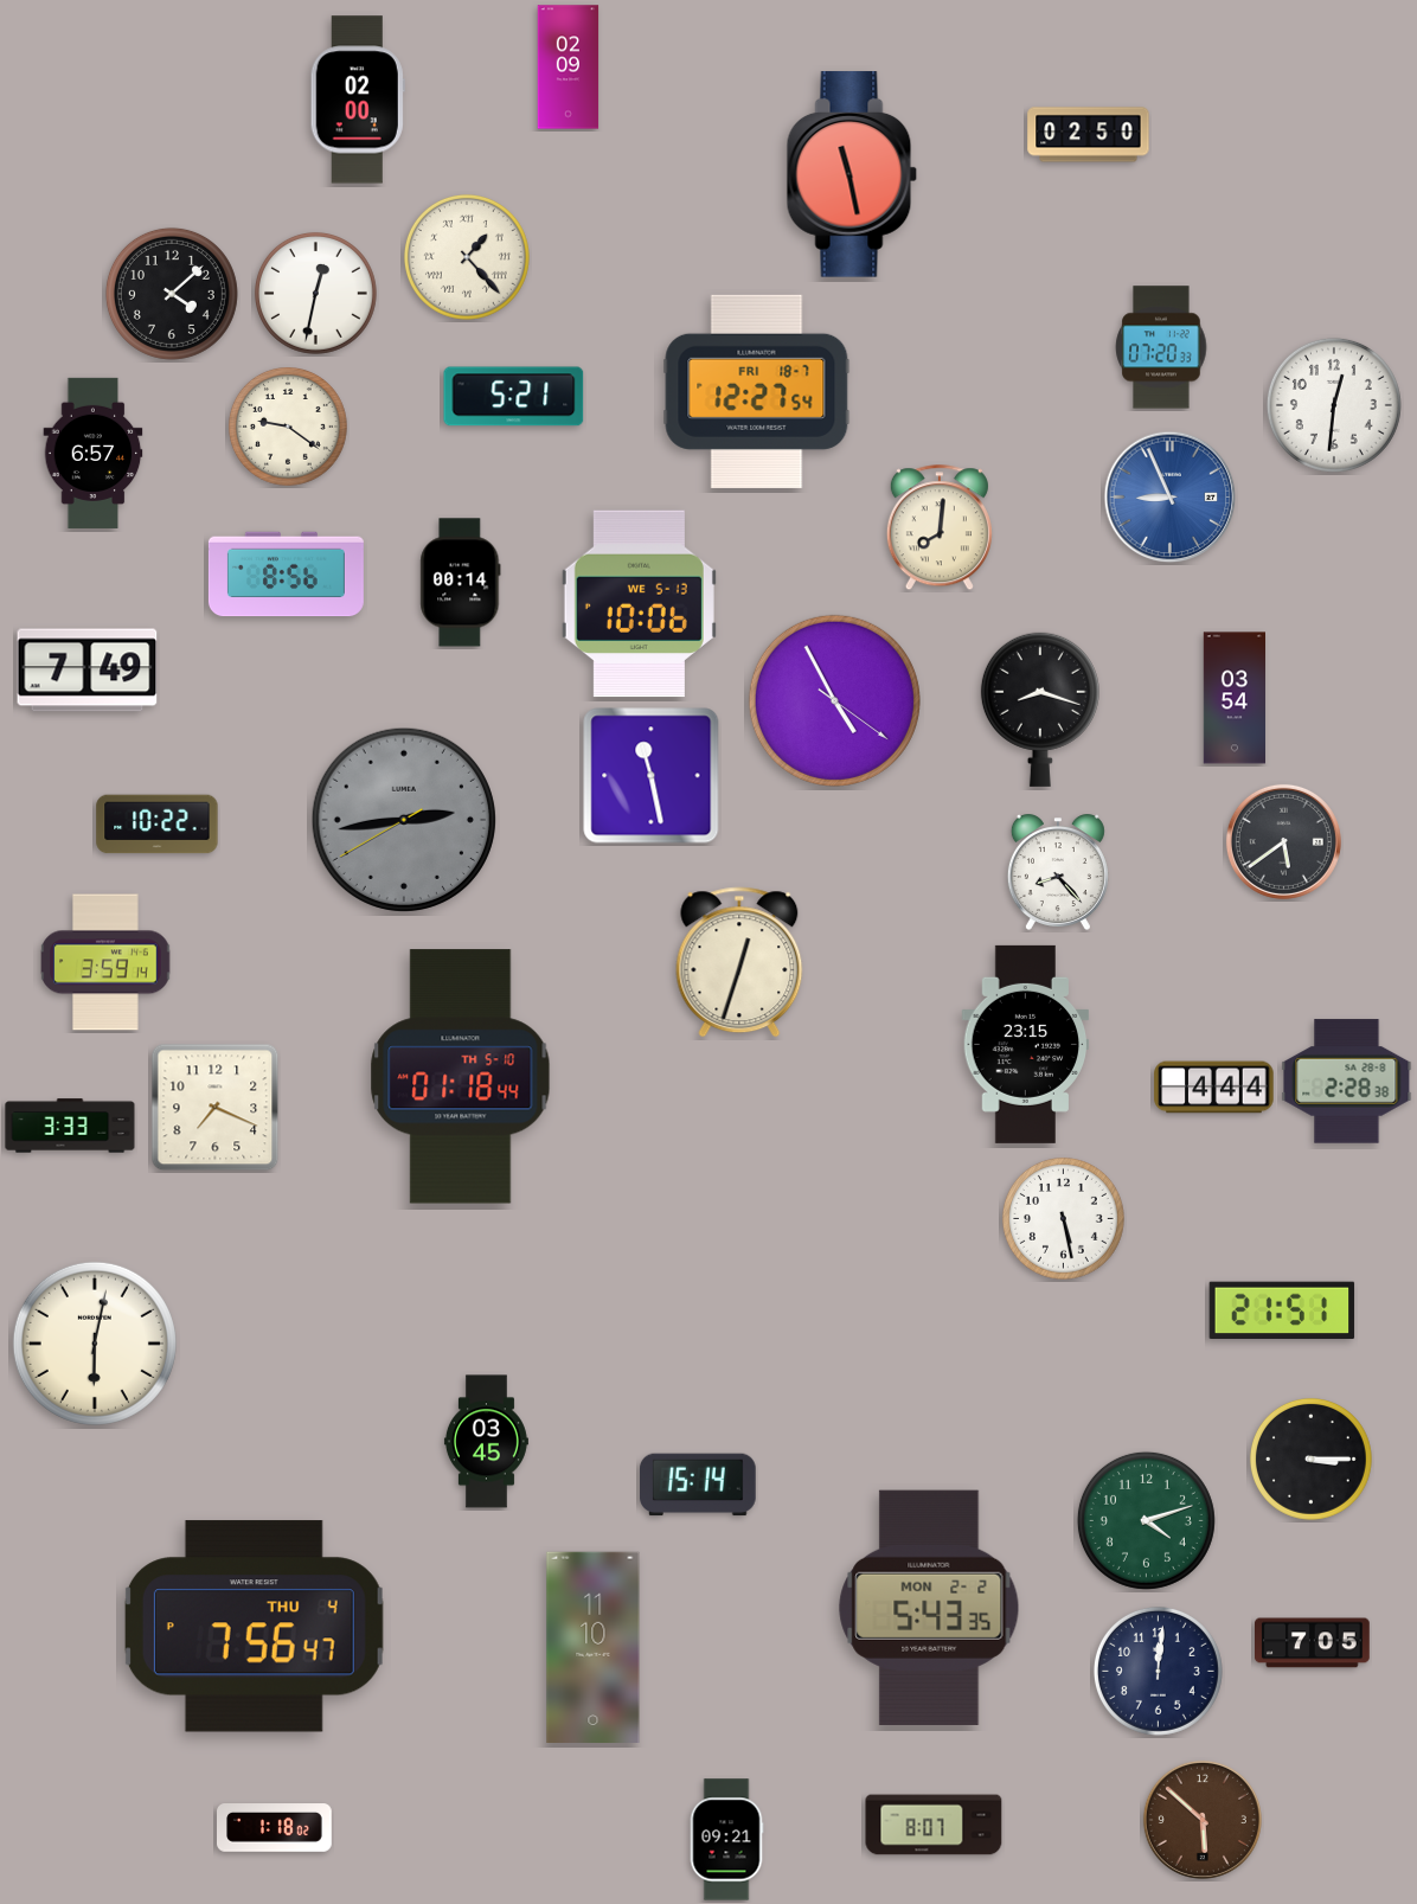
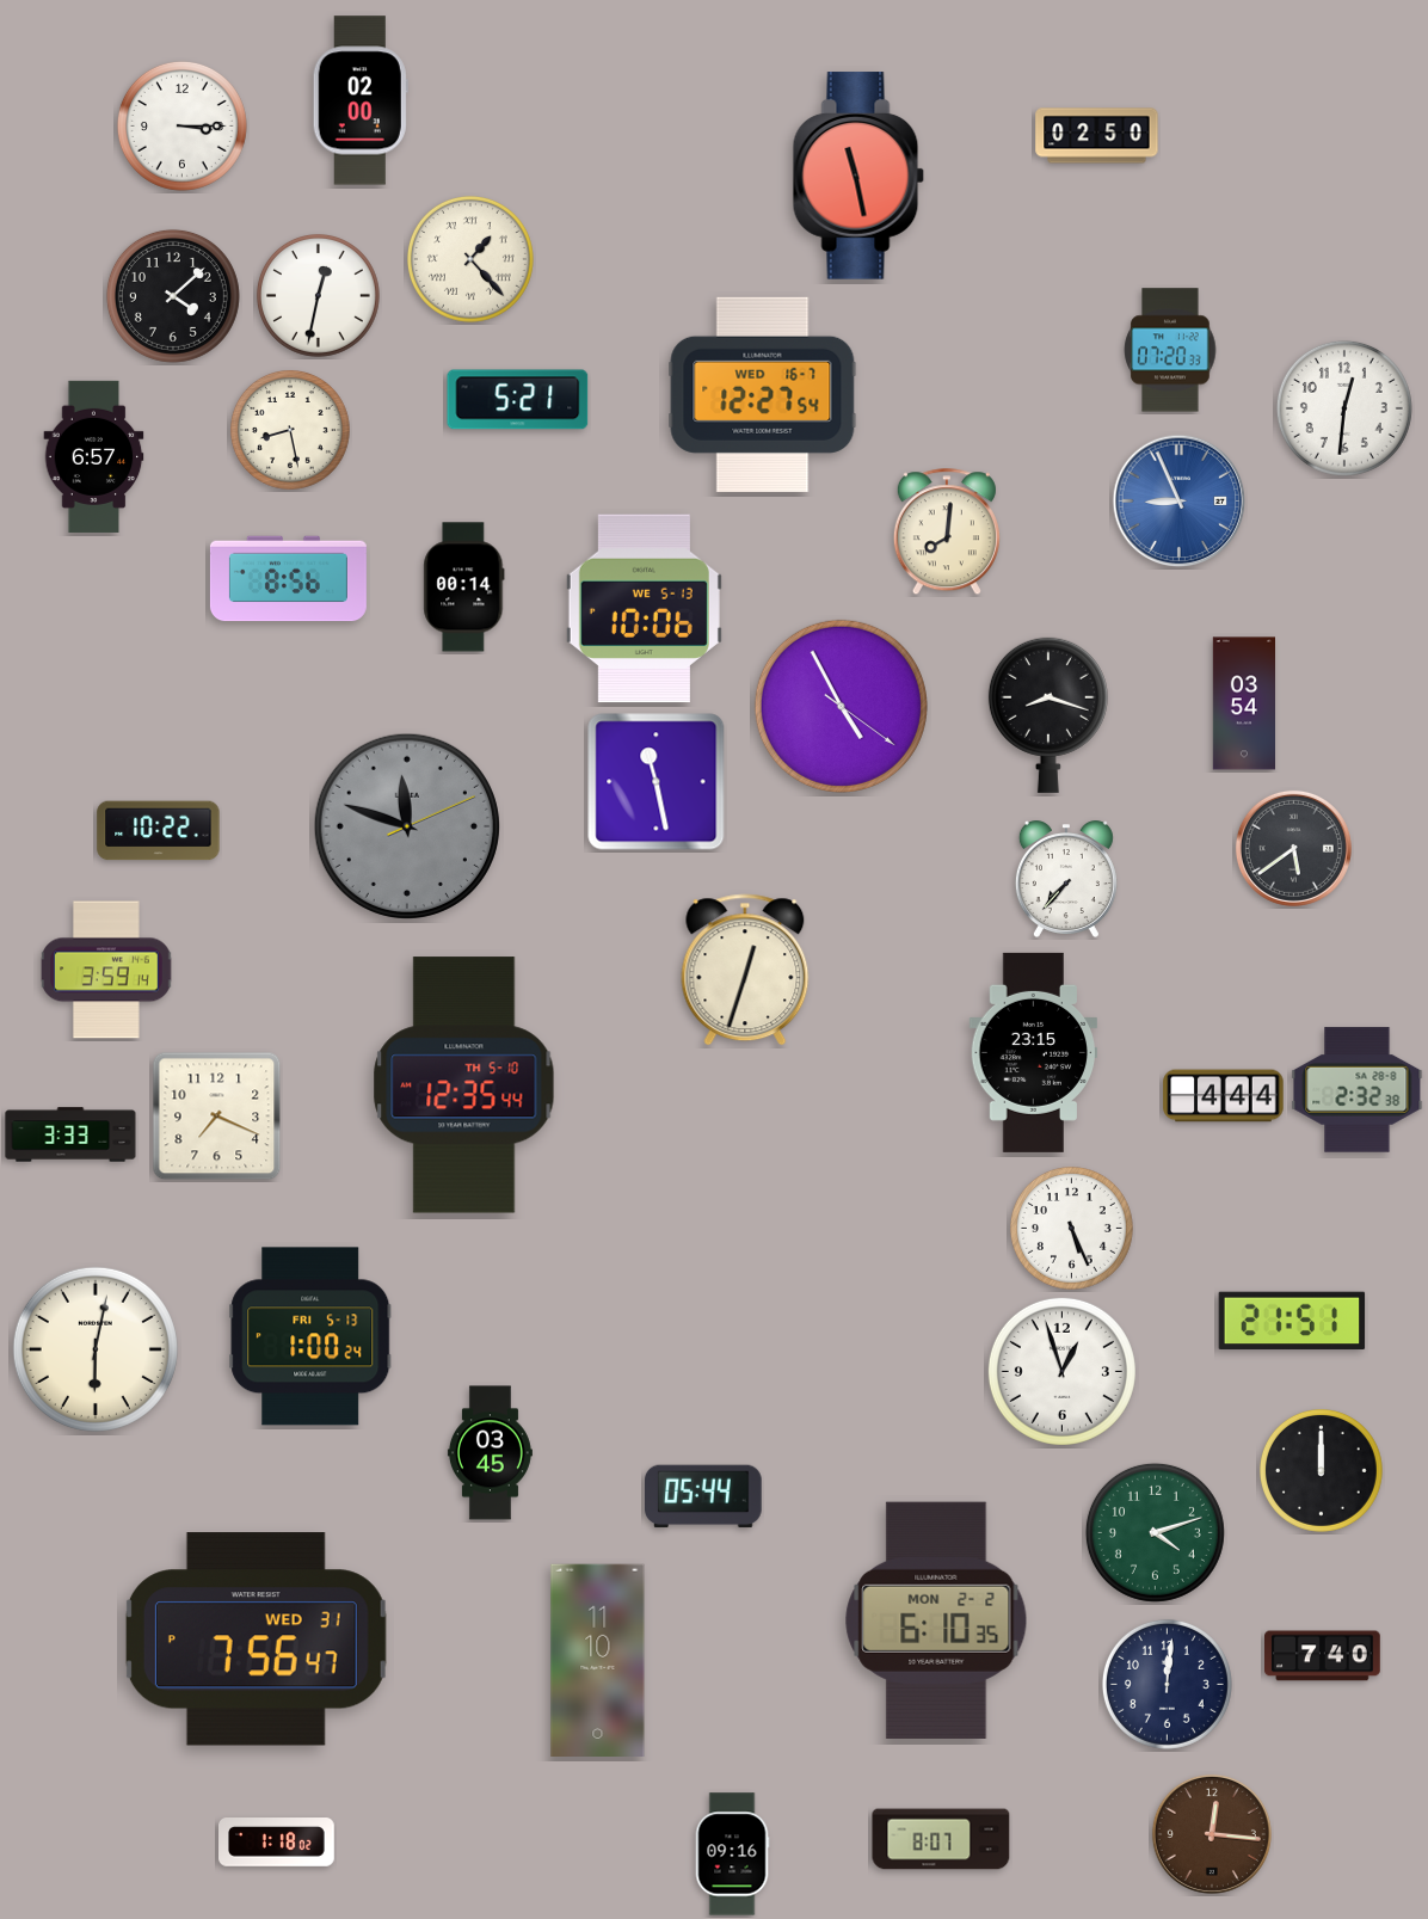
clock at (569, 68): 02:09 -> none
clock at (181, 125): none -> 3:15
clock at (757, 391) date: FRI 18-7 -> WED 16-7
clock at (289, 428): 9:21 -> 8:28
clock at (88, 671): 7:49 -> none
clock at (404, 820): 2:43 -> 11:48
clock at (1058, 872): 8:23 -> 7:37
clock at (461, 1077): 01:18 -> 12:35
clock at (1347, 1082): 2:28 -> 2:32
clock at (1063, 1218): 5:28 -> 5:26
clock at (310, 1336): none -> 1:00
clock at (95, 1344) position: (95, 1344) -> (96, 1349)
clock at (1061, 1371): none -> 12:57
clock at (1310, 1459): 3:15 -> 12:00
clock at (699, 1485): 15:14 -> 05:44
clock at (929, 1608): 5:43 -> 6:10
clock at (254, 1627) date: THU 4 -> WED 31
clock at (1313, 1643): 7:05 -> 7:40
clock at (1203, 1820): 5:52 -> 12:16
clock at (726, 1840): 09:21 -> 09:16
